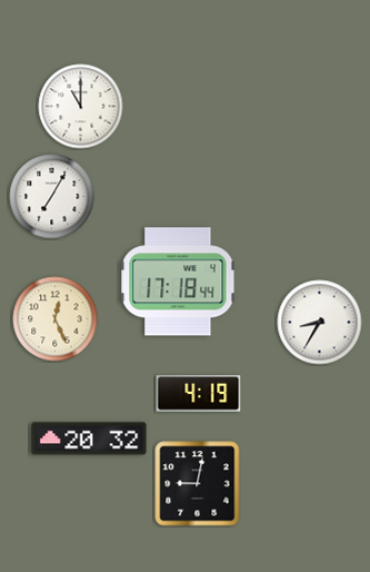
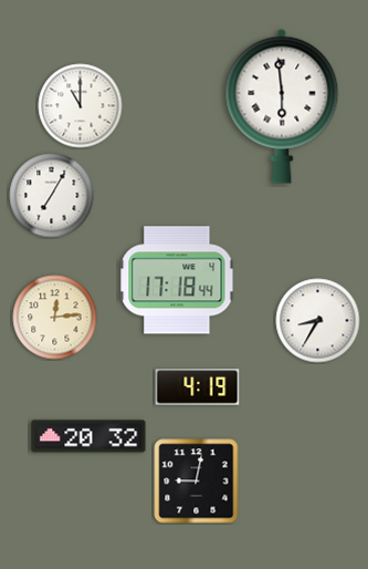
clock at (282, 106): none -> 5:59
clock at (56, 319): 12:26 -> 12:14
clock at (199, 394) position: (199, 394) -> (198, 387)
